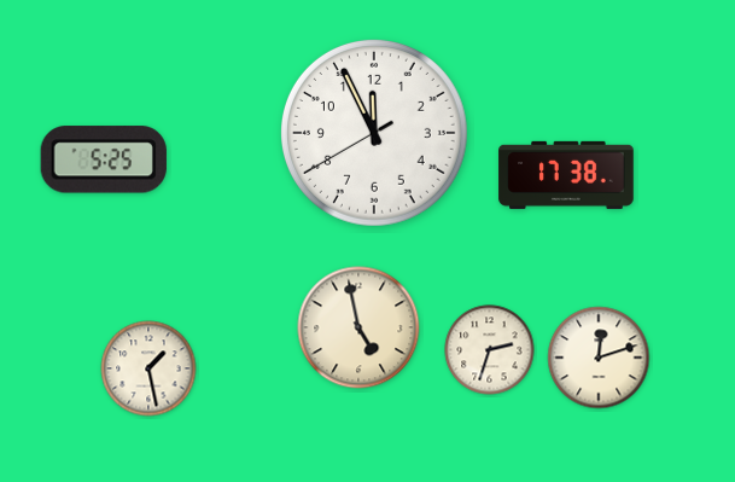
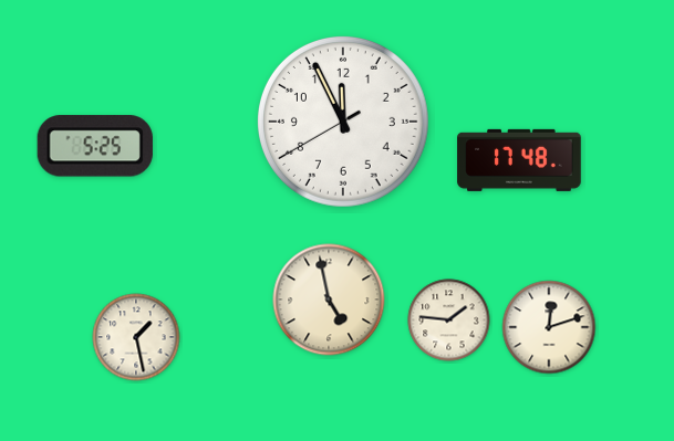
clock at (566, 175): 17:38 -> 17:48
clock at (490, 350): 2:33 -> 1:46
